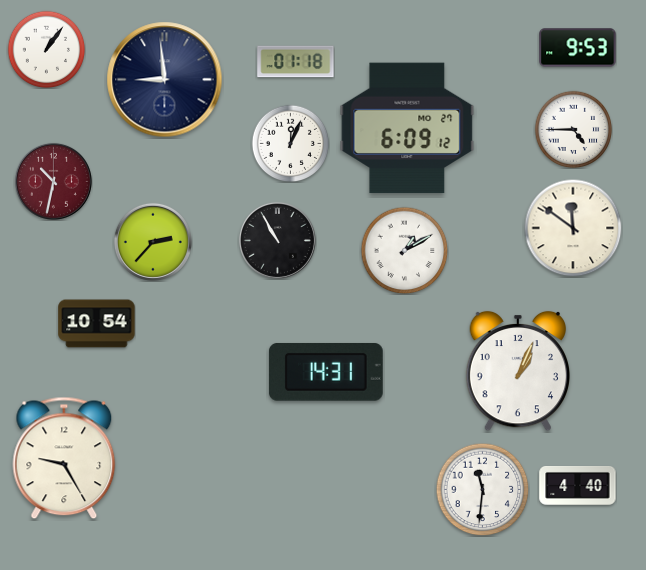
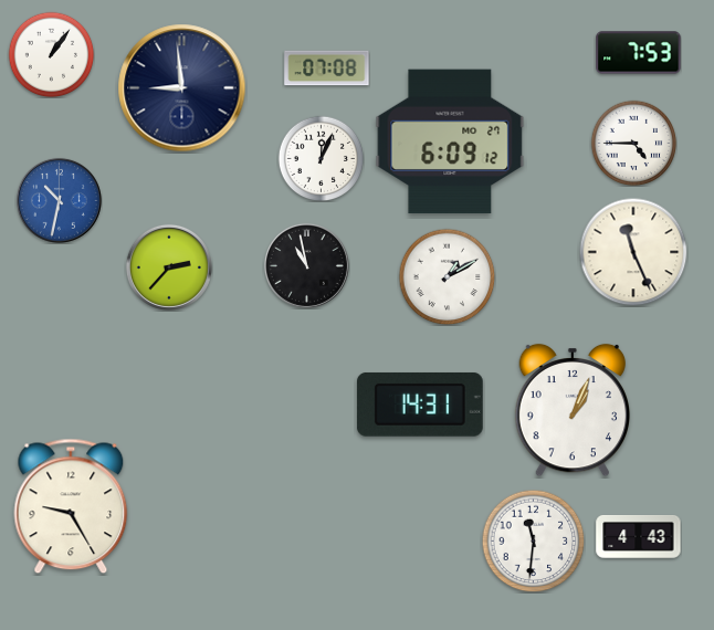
clock at (578, 48): 9:53 -> 7:53
clock at (296, 62): 01:18 -> 07:08
clock at (53, 181) dial: burgundy -> blue
clock at (573, 228): 11:51 -> 11:26
clock at (277, 240): 10:55 -> 10:58
clock at (97, 324): 10:54 -> none
clock at (326, 372) position: (326, 372) -> (420, 405)
clock at (578, 486): 4:40 -> 4:43
